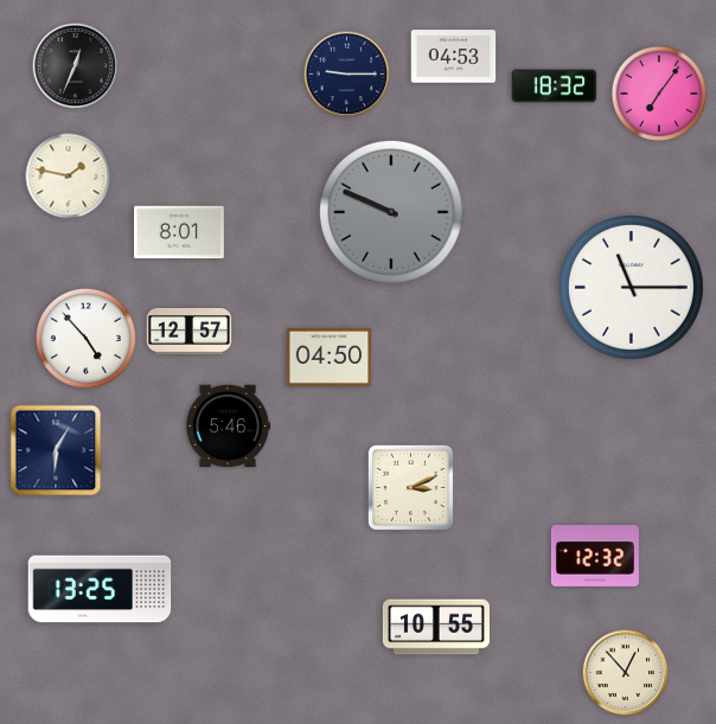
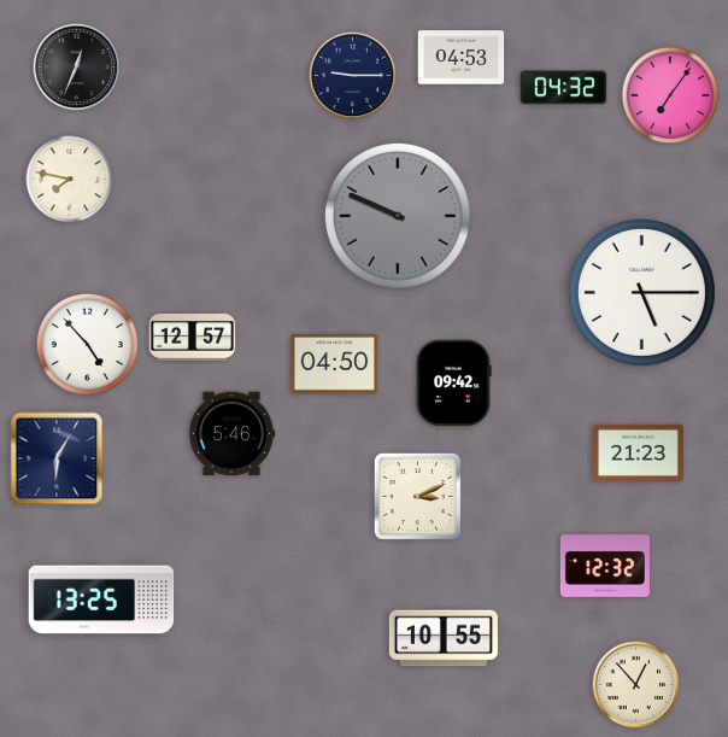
clock at (555, 87): 18:32 -> 04:32
clock at (69, 177): 1:47 -> 7:47
clock at (180, 232): 8:01 -> none
clock at (631, 287): 11:15 -> 5:15
clock at (453, 384): none -> 09:42
clock at (638, 452): none -> 21:23
